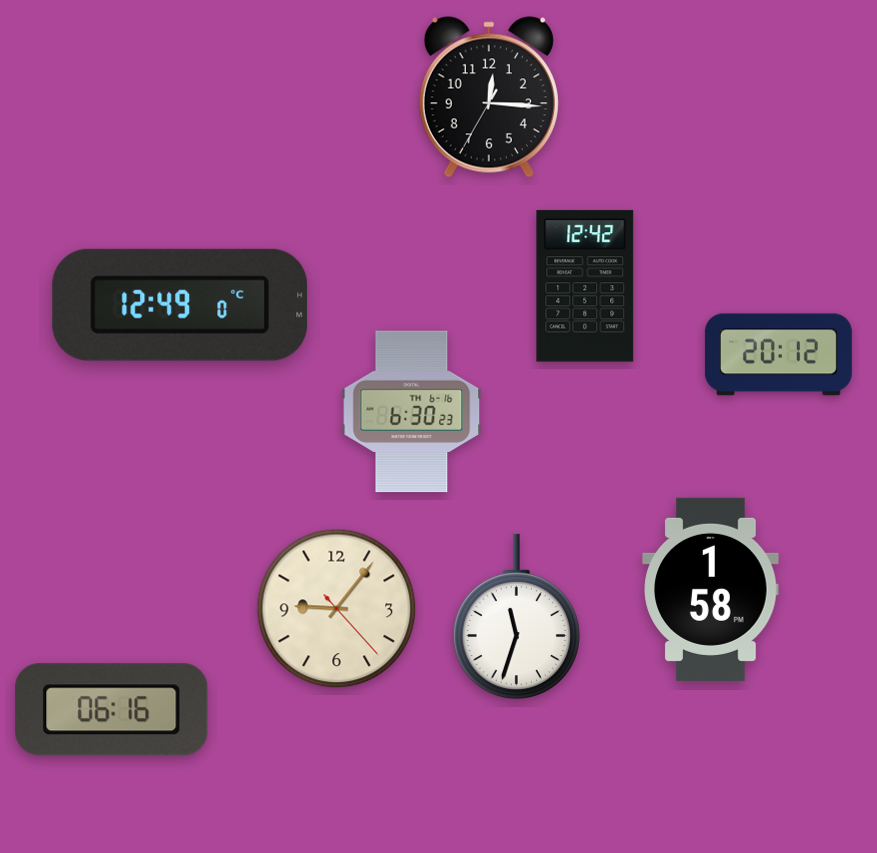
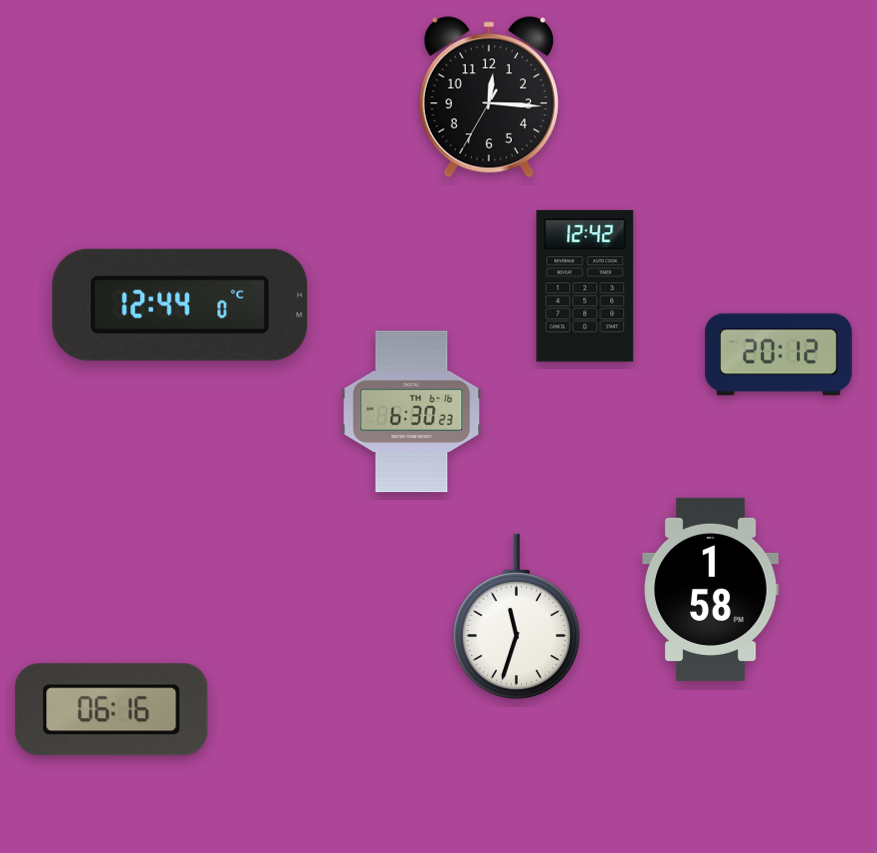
clock at (180, 305): 12:49 -> 12:44
clock at (337, 609): 9:06 -> none
